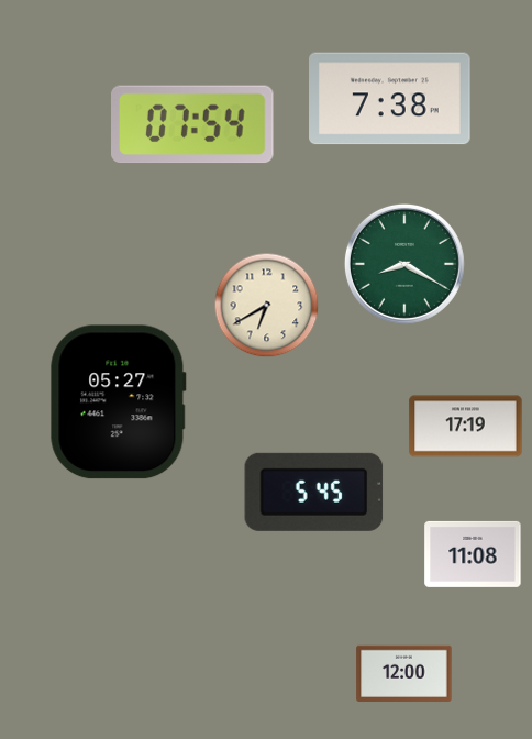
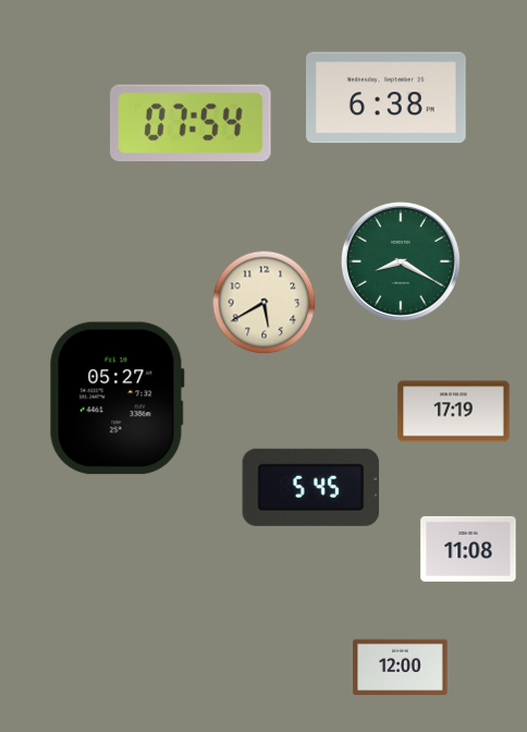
clock at (390, 99): 7:38 -> 6:38
clock at (267, 306): 6:40 -> 5:40
clock at (466, 427) position: (466, 427) -> (454, 412)
